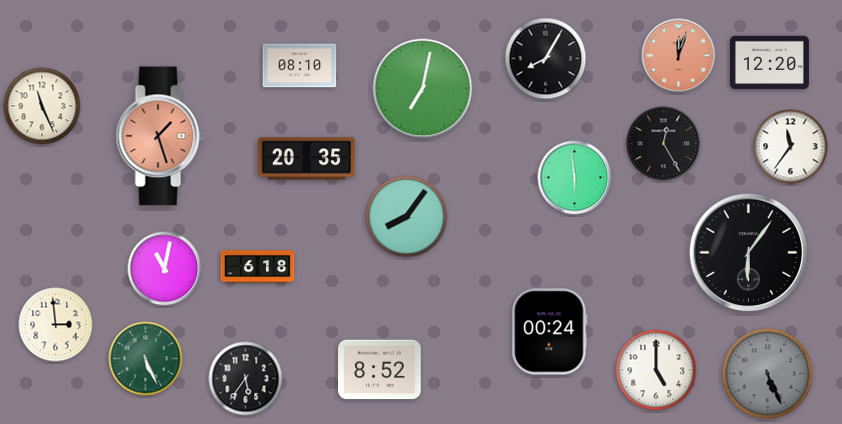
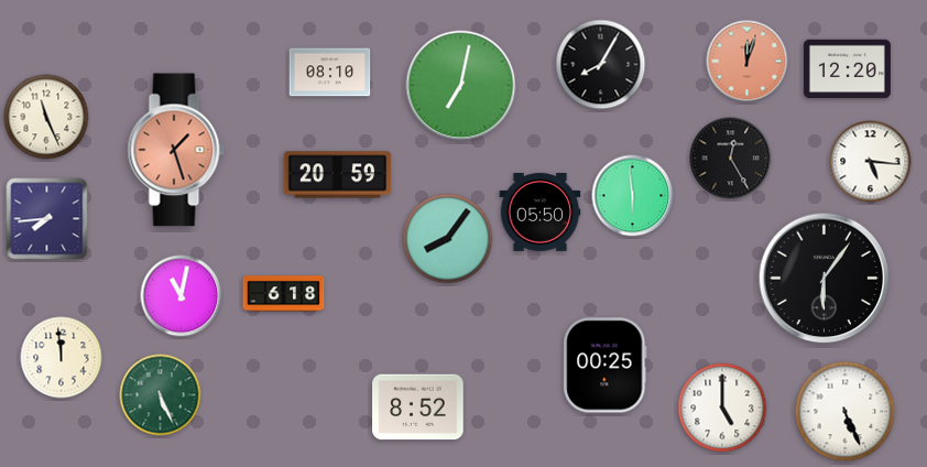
clock at (423, 89) position: (423, 89) -> (461, 86)
clock at (791, 147): 11:36 -> 5:16
clock at (307, 159): 20:35 -> 20:59
clock at (541, 213): none -> 05:50
clock at (47, 219): none -> 7:44
clock at (56, 325): 2:59 -> 11:59
clock at (550, 332): 00:24 -> 00:25
clock at (768, 374) dial: grey -> white
clock at (246, 379): 5:36 -> none
